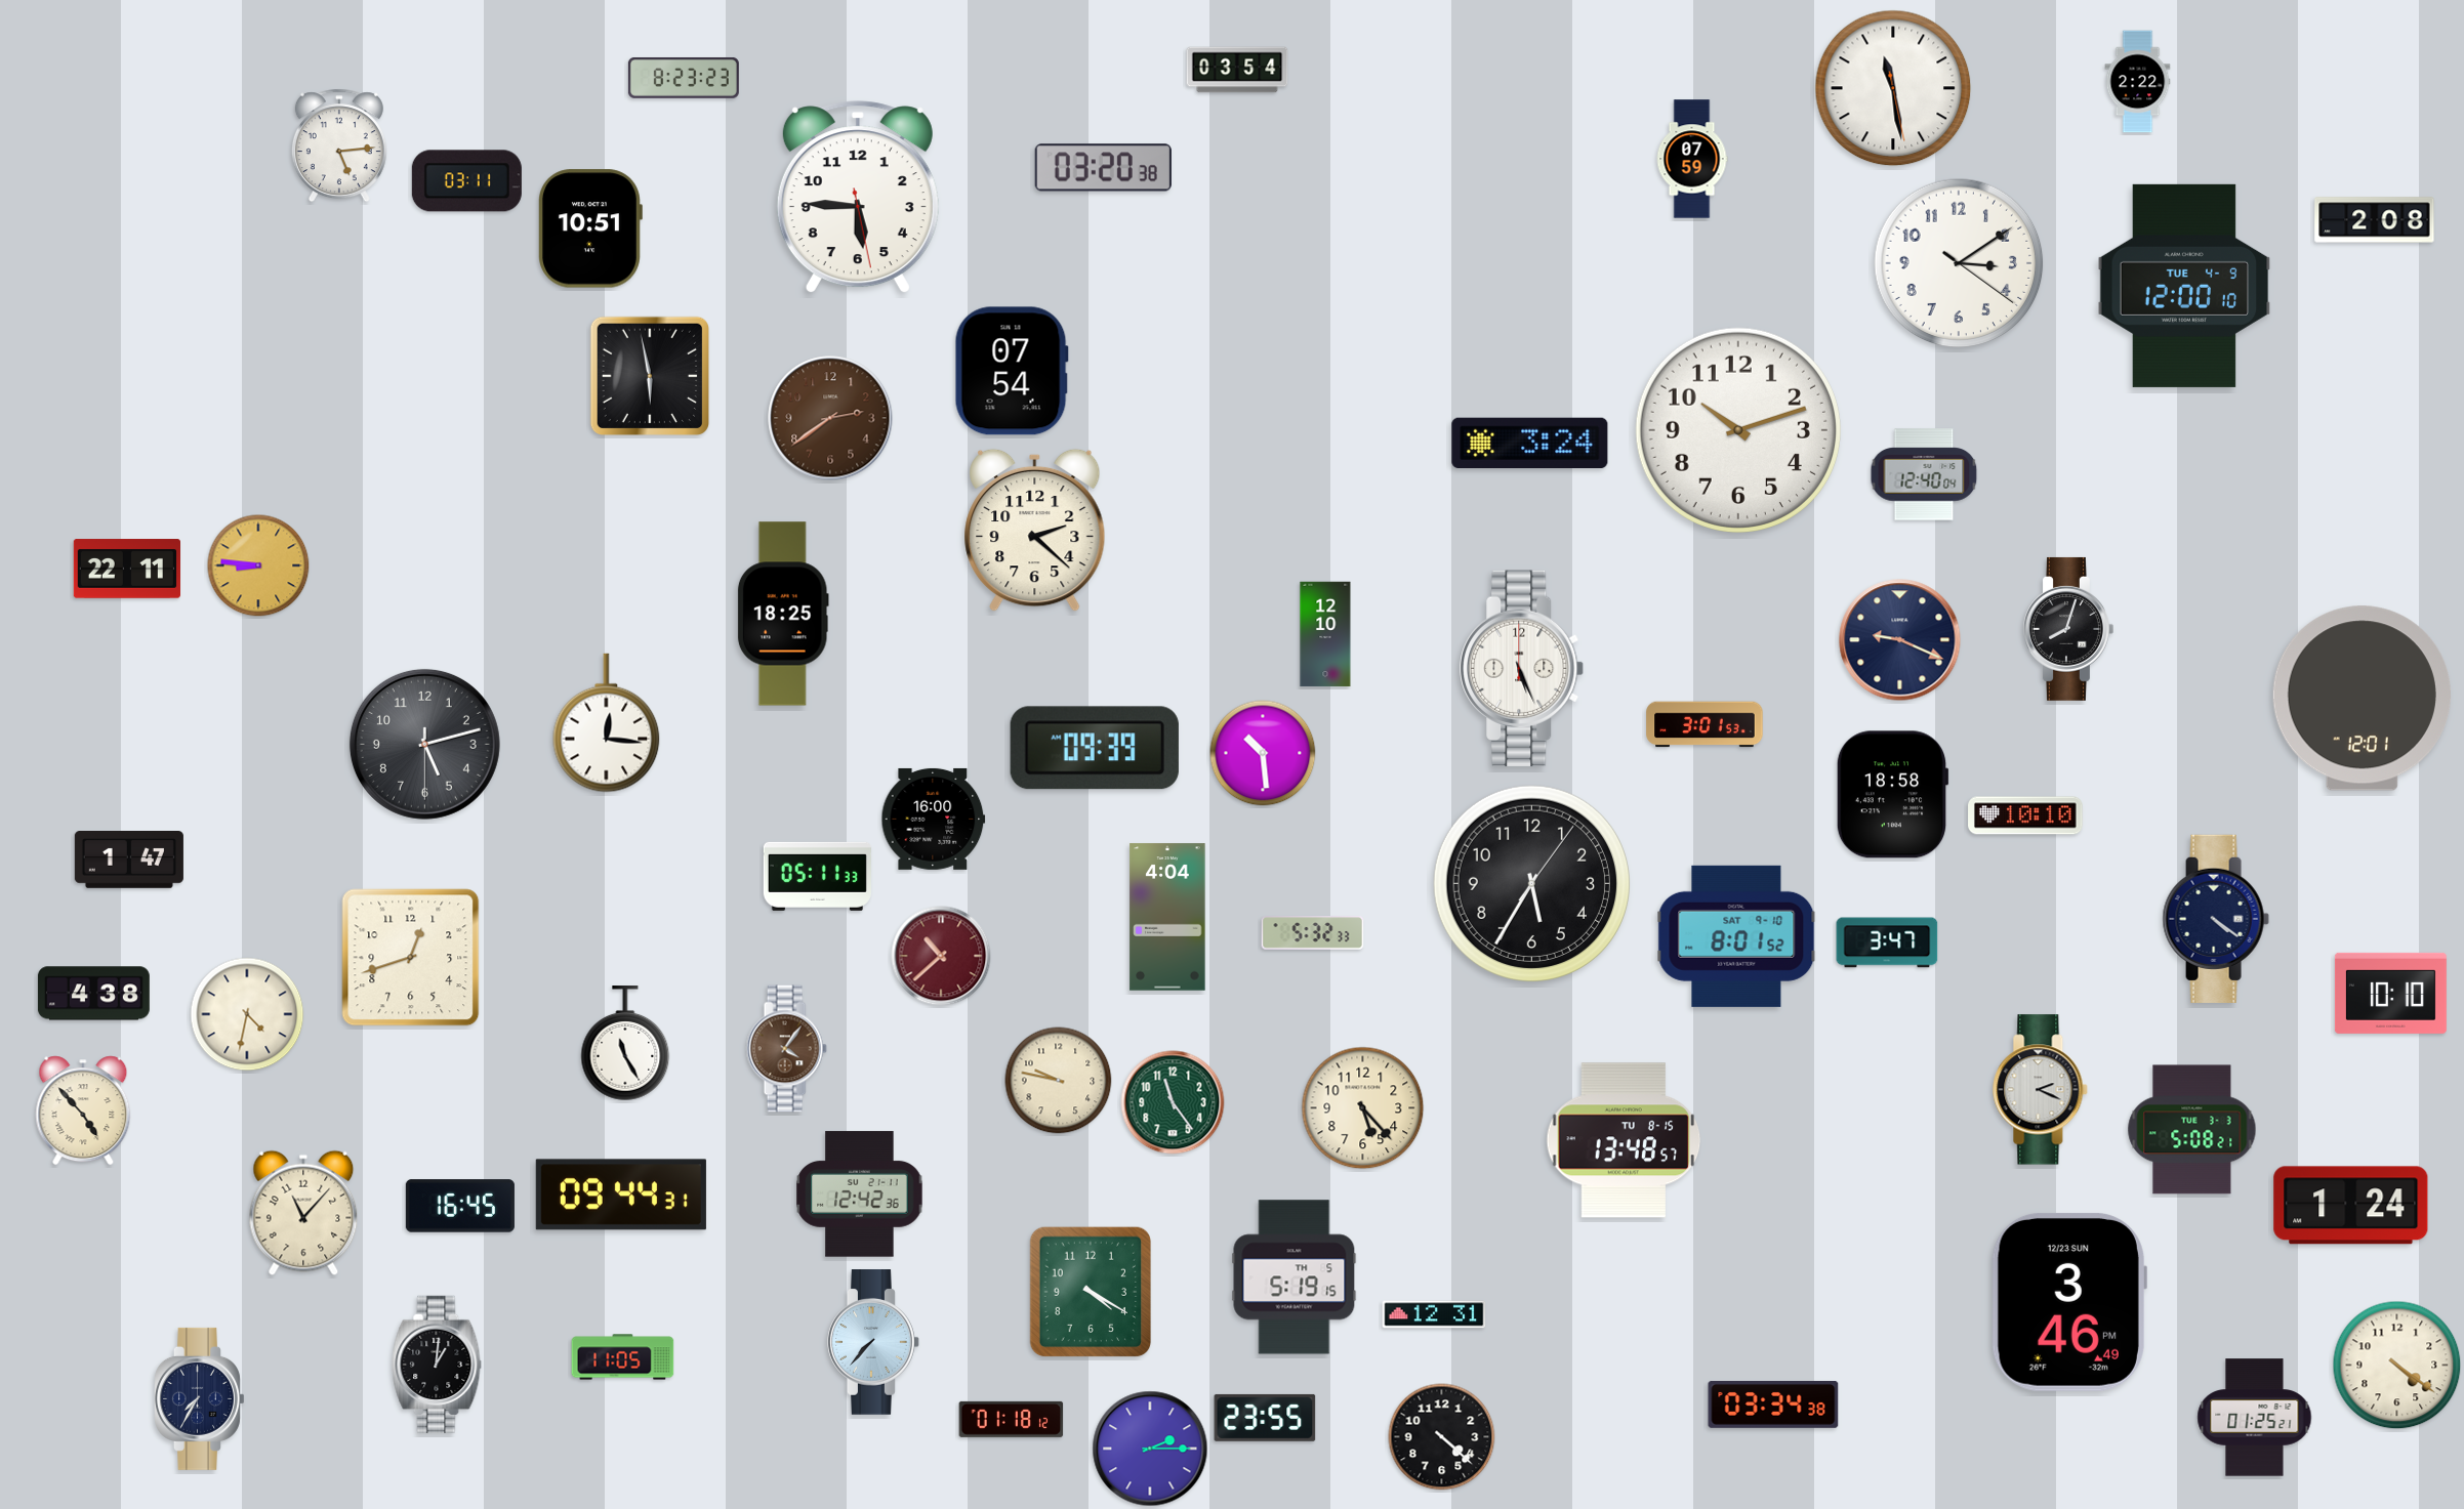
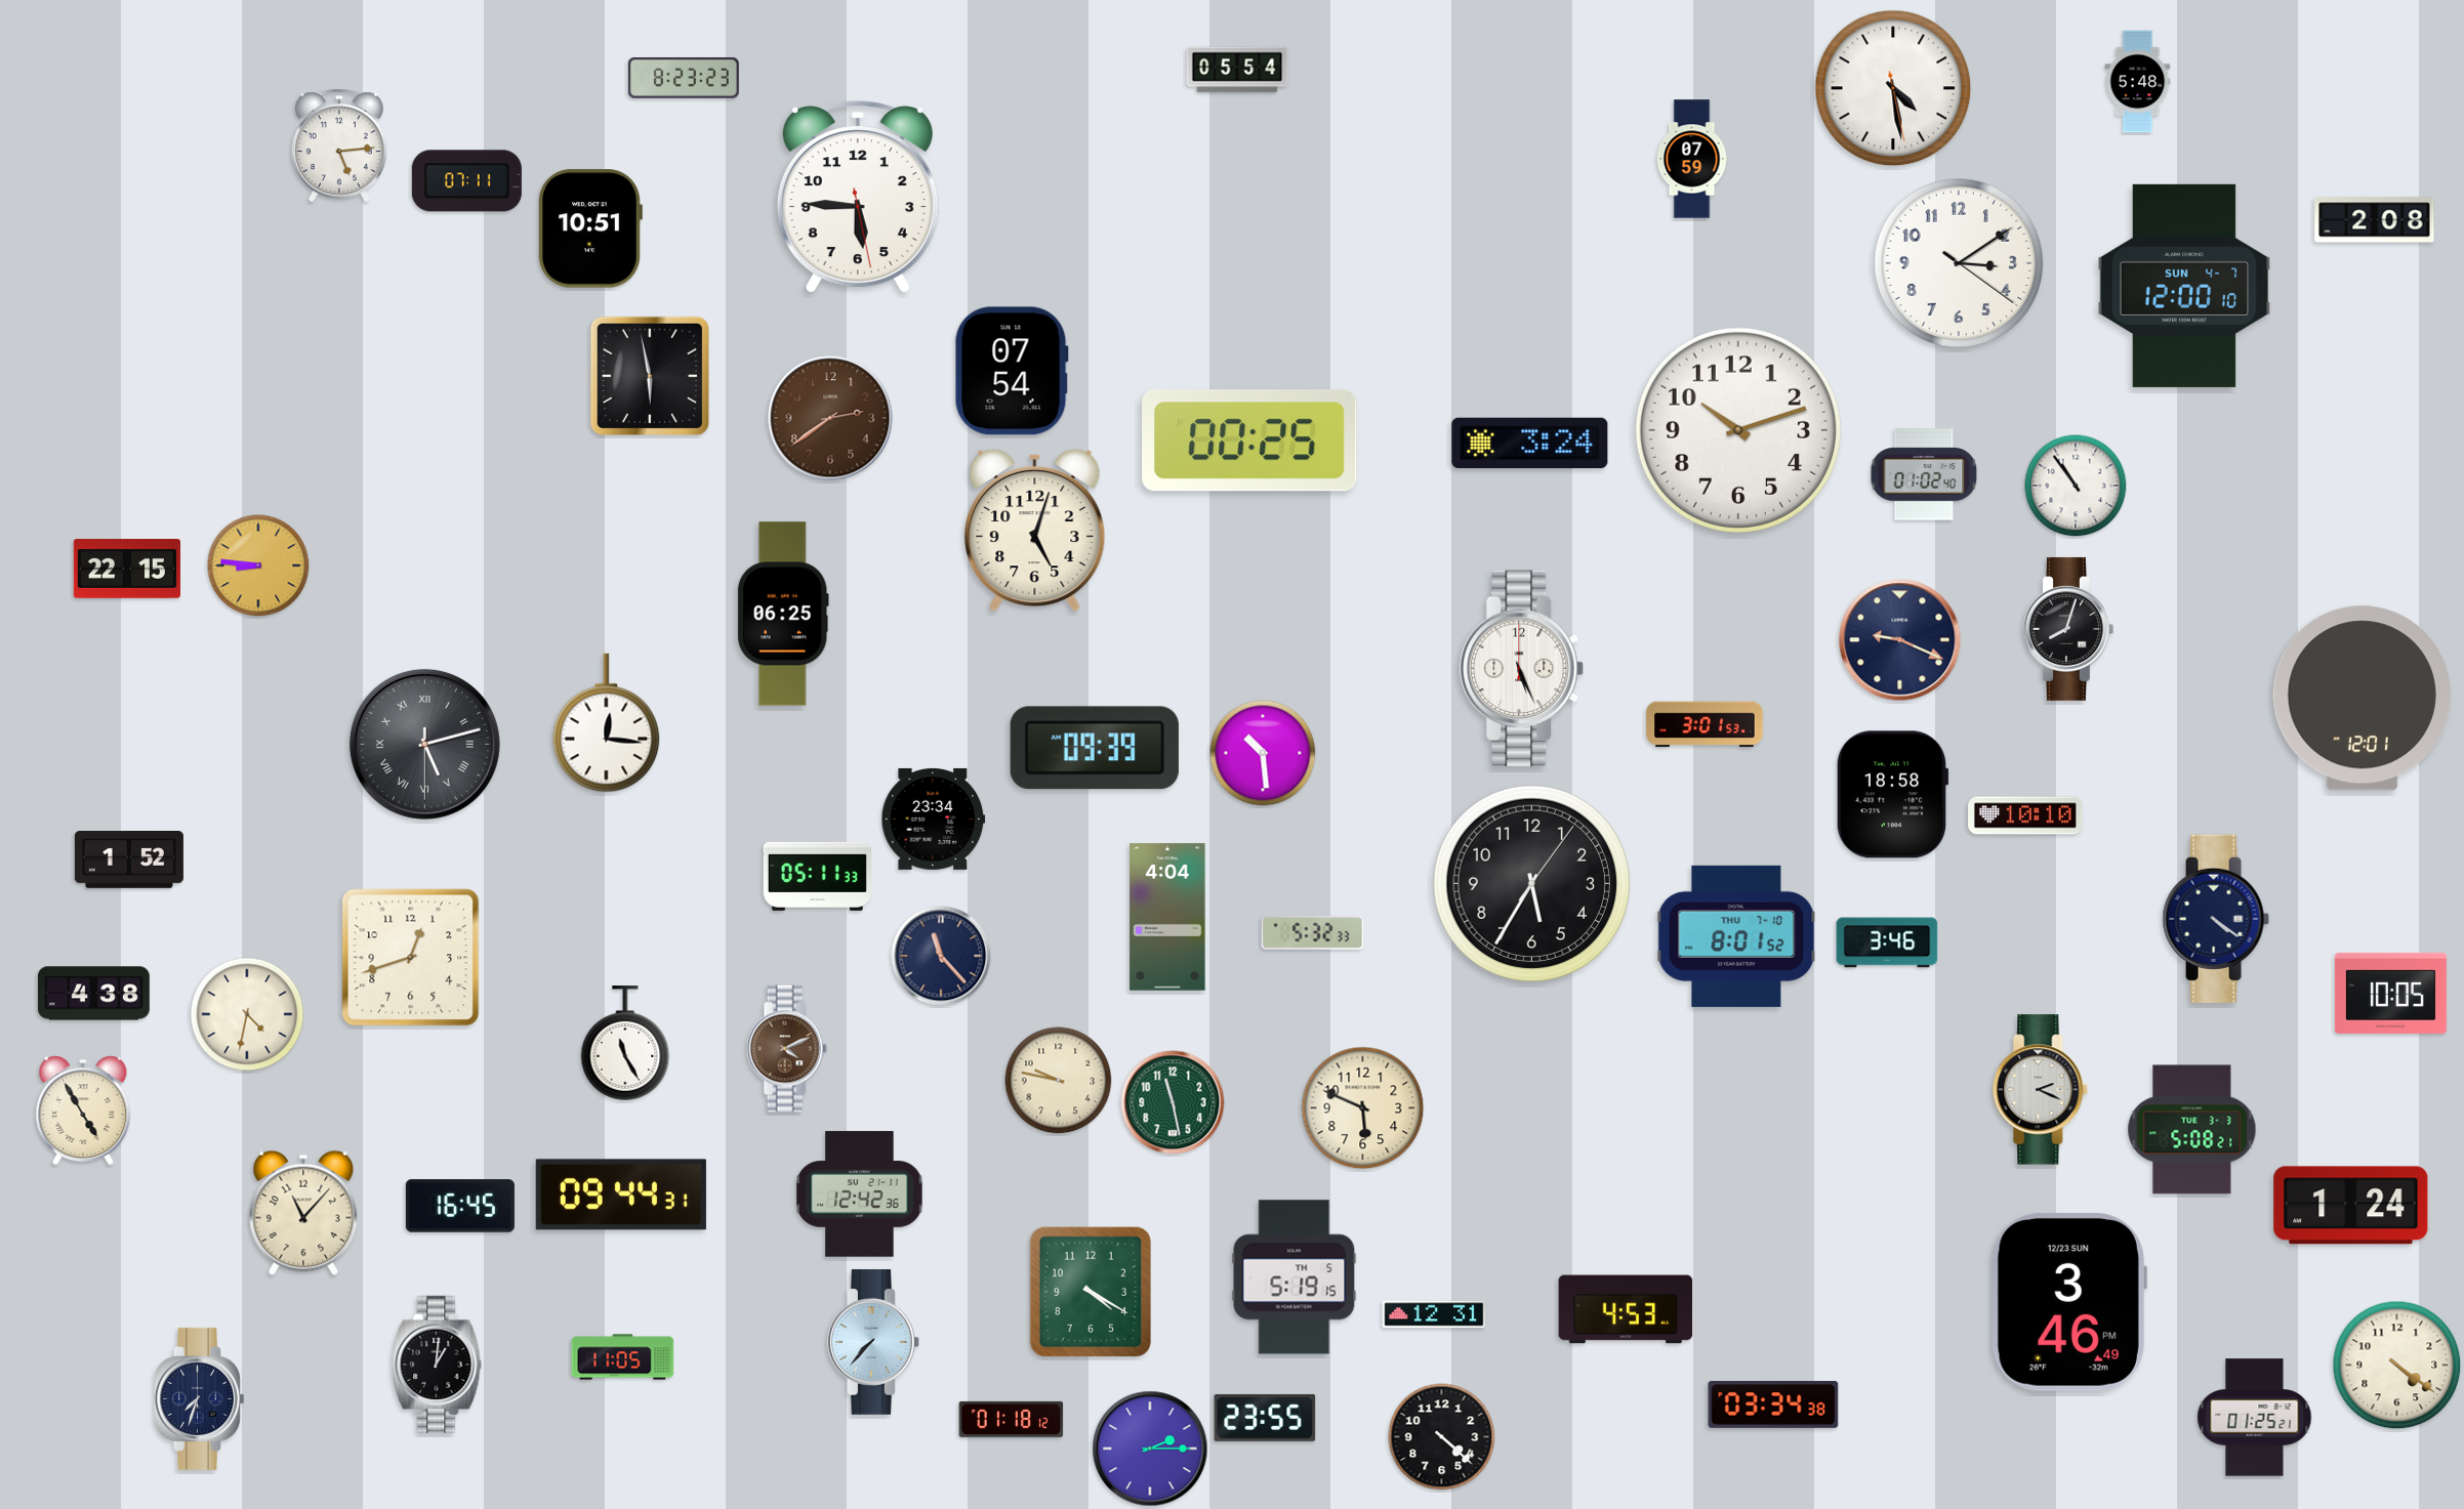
clock at (1237, 70): 03:54 -> 05:54
clock at (2138, 82): 2:22 -> 5:48
clock at (1893, 88): 11:28 -> 4:28
clock at (1103, 168): 03:20 -> none
clock at (466, 181): 03:11 -> 07:11
clock at (2184, 286) date: TUE 4-9 -> SUN 4-7
clock at (1249, 441): none -> 00:25
clock at (1924, 474): 12:40 -> 01:02
clock at (2076, 486): none -> 10:54
clock at (1035, 530): 2:22 -> 5:03
clock at (126, 569): 22:11 -> 22:15
clock at (783, 614): 18:25 -> 06:25
clock at (1325, 634): 12:10 -> none
clock at (424, 744) numerals: Arabic -> Roman
clock at (934, 819): 16:00 -> 23:34
clock at (129, 861): 1:47 -> 1:52
clock at (1736, 936) date: SAT 9-10 -> THU 7-10
clock at (1887, 942): 3:47 -> 3:46
clock at (941, 956): 10:38 -> 11:23
clock at (941, 956) dial: burgundy -> navy
clock at (2390, 993): 10:10 -> 10:05
clock at (786, 1049): 4:06 -> 4:11
clock at (1173, 1102): 11:24 -> 11:28
clock at (1363, 1108): 5:23 -> 5:49
clock at (83, 1110): 4:53 -> 4:55
clock at (1624, 1140): 13:48 -> none
clock at (1626, 1309): none -> 4:53
clock at (200, 1398): 7:35 -> 7:33
